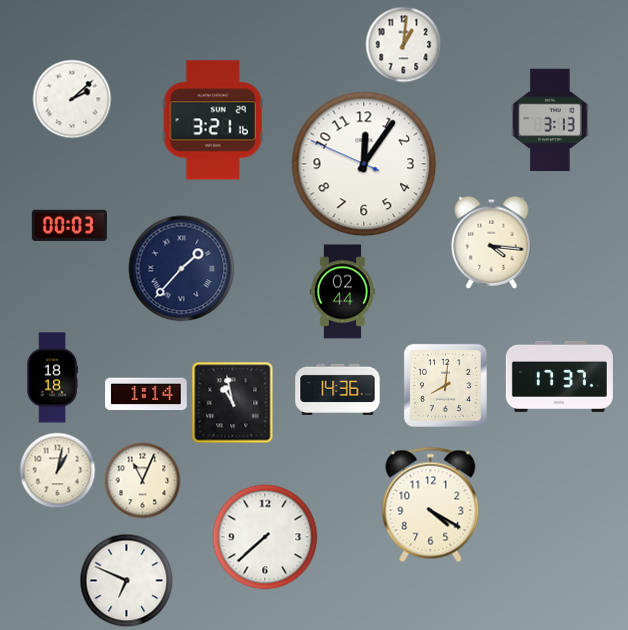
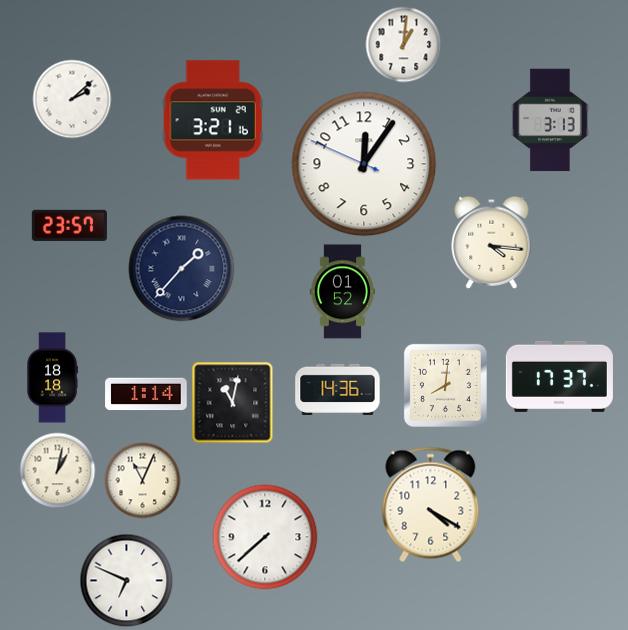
clock at (69, 225): 00:03 -> 23:57
clock at (343, 292): 02:44 -> 01:52
clock at (233, 403): 10:58 -> 11:02
